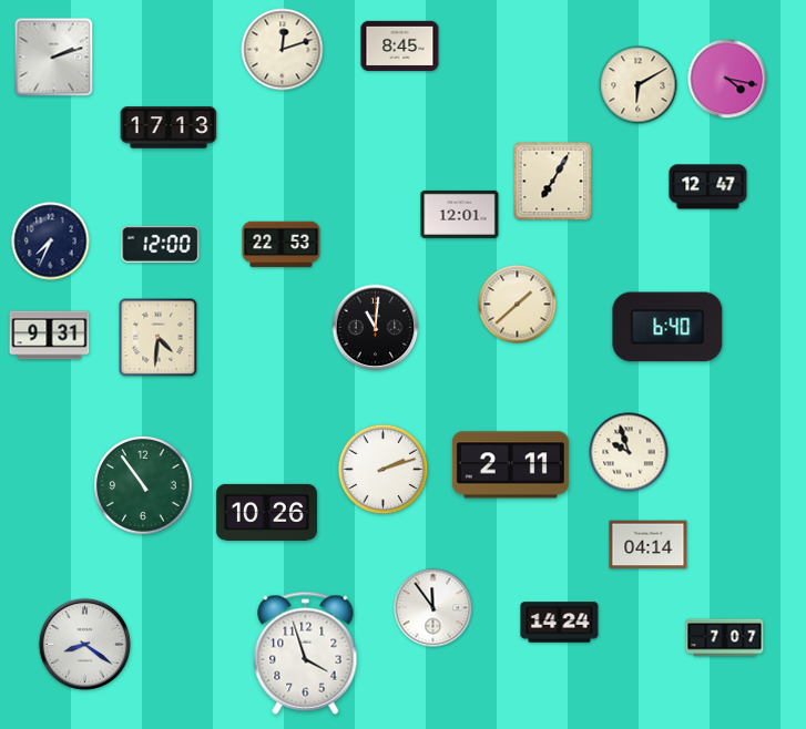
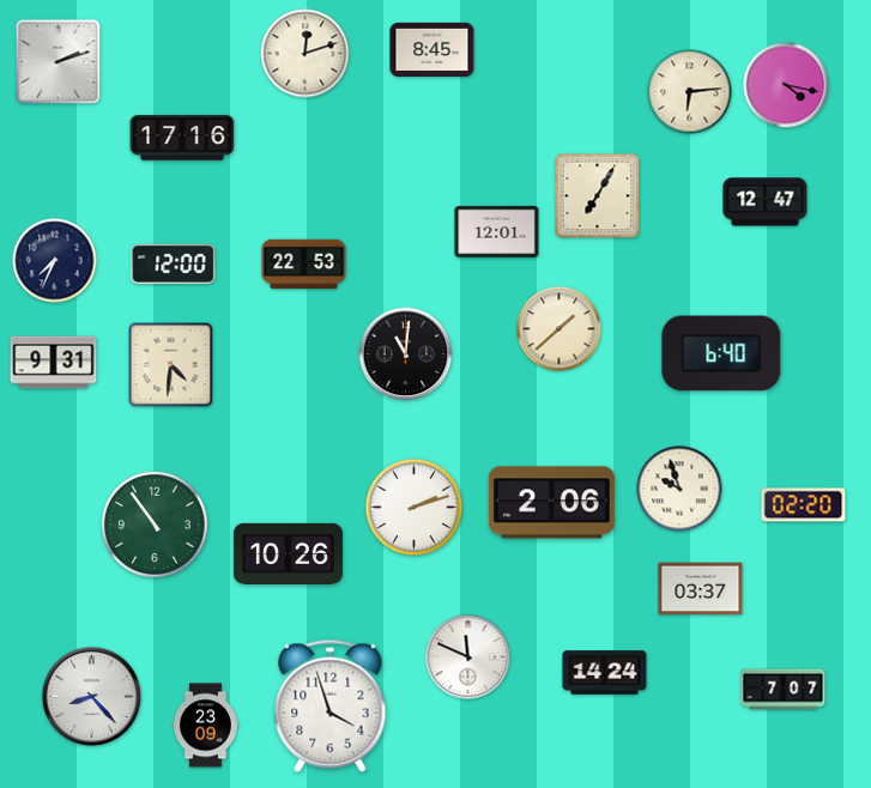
clock at (639, 85): 6:10 -> 6:14
clock at (169, 127): 17:13 -> 17:16
clock at (510, 465): 2:11 -> 2:06
clock at (804, 505): none -> 02:20
clock at (649, 545): 04:14 -> 03:37
clock at (433, 608): 11:54 -> 11:49
clock at (84, 644): 8:21 -> 8:23
clock at (206, 726): none -> 23:09
